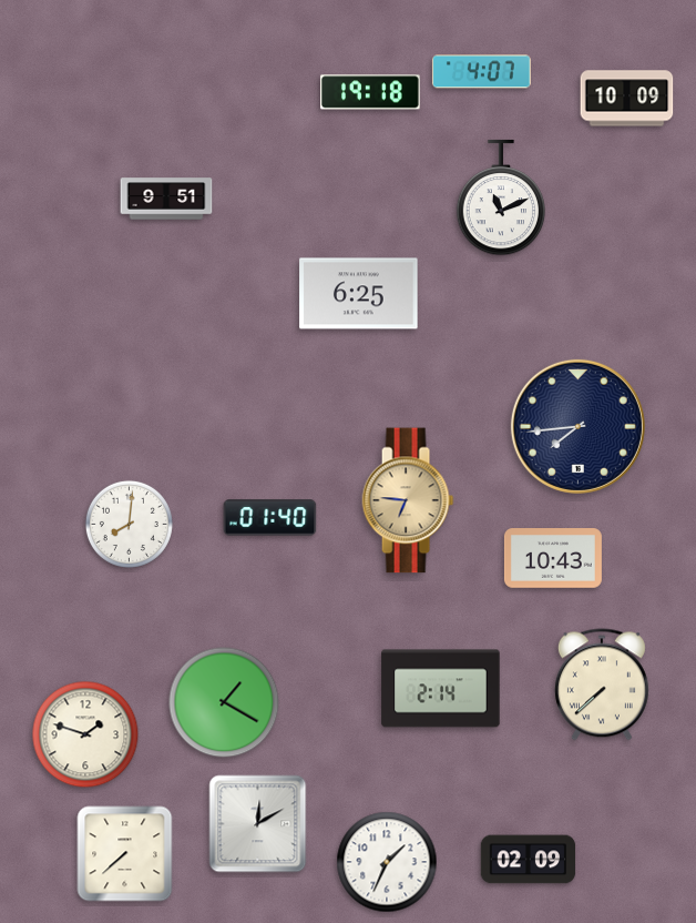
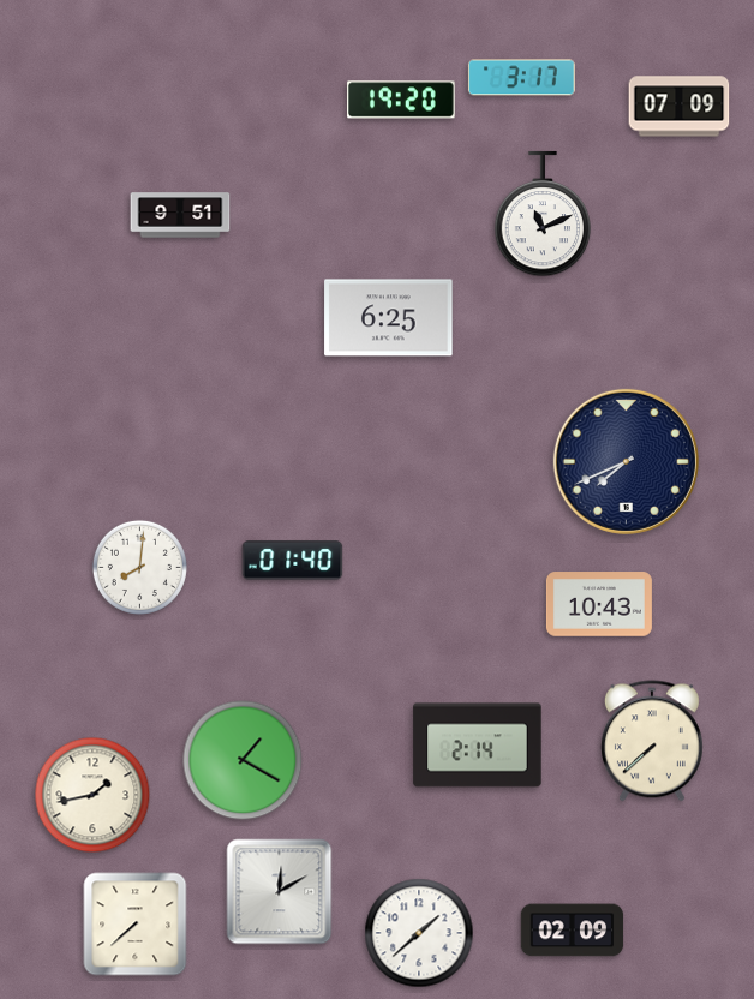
clock at (481, 72): 4:07 -> 3:17
clock at (370, 92): 19:18 -> 19:20
clock at (627, 99): 10:09 -> 07:09
clock at (577, 426): 7:44 -> 7:41
clock at (408, 500): 6:46 -> none
clock at (85, 734): 1:48 -> 1:43
clock at (387, 862): 1:34 -> 1:38
